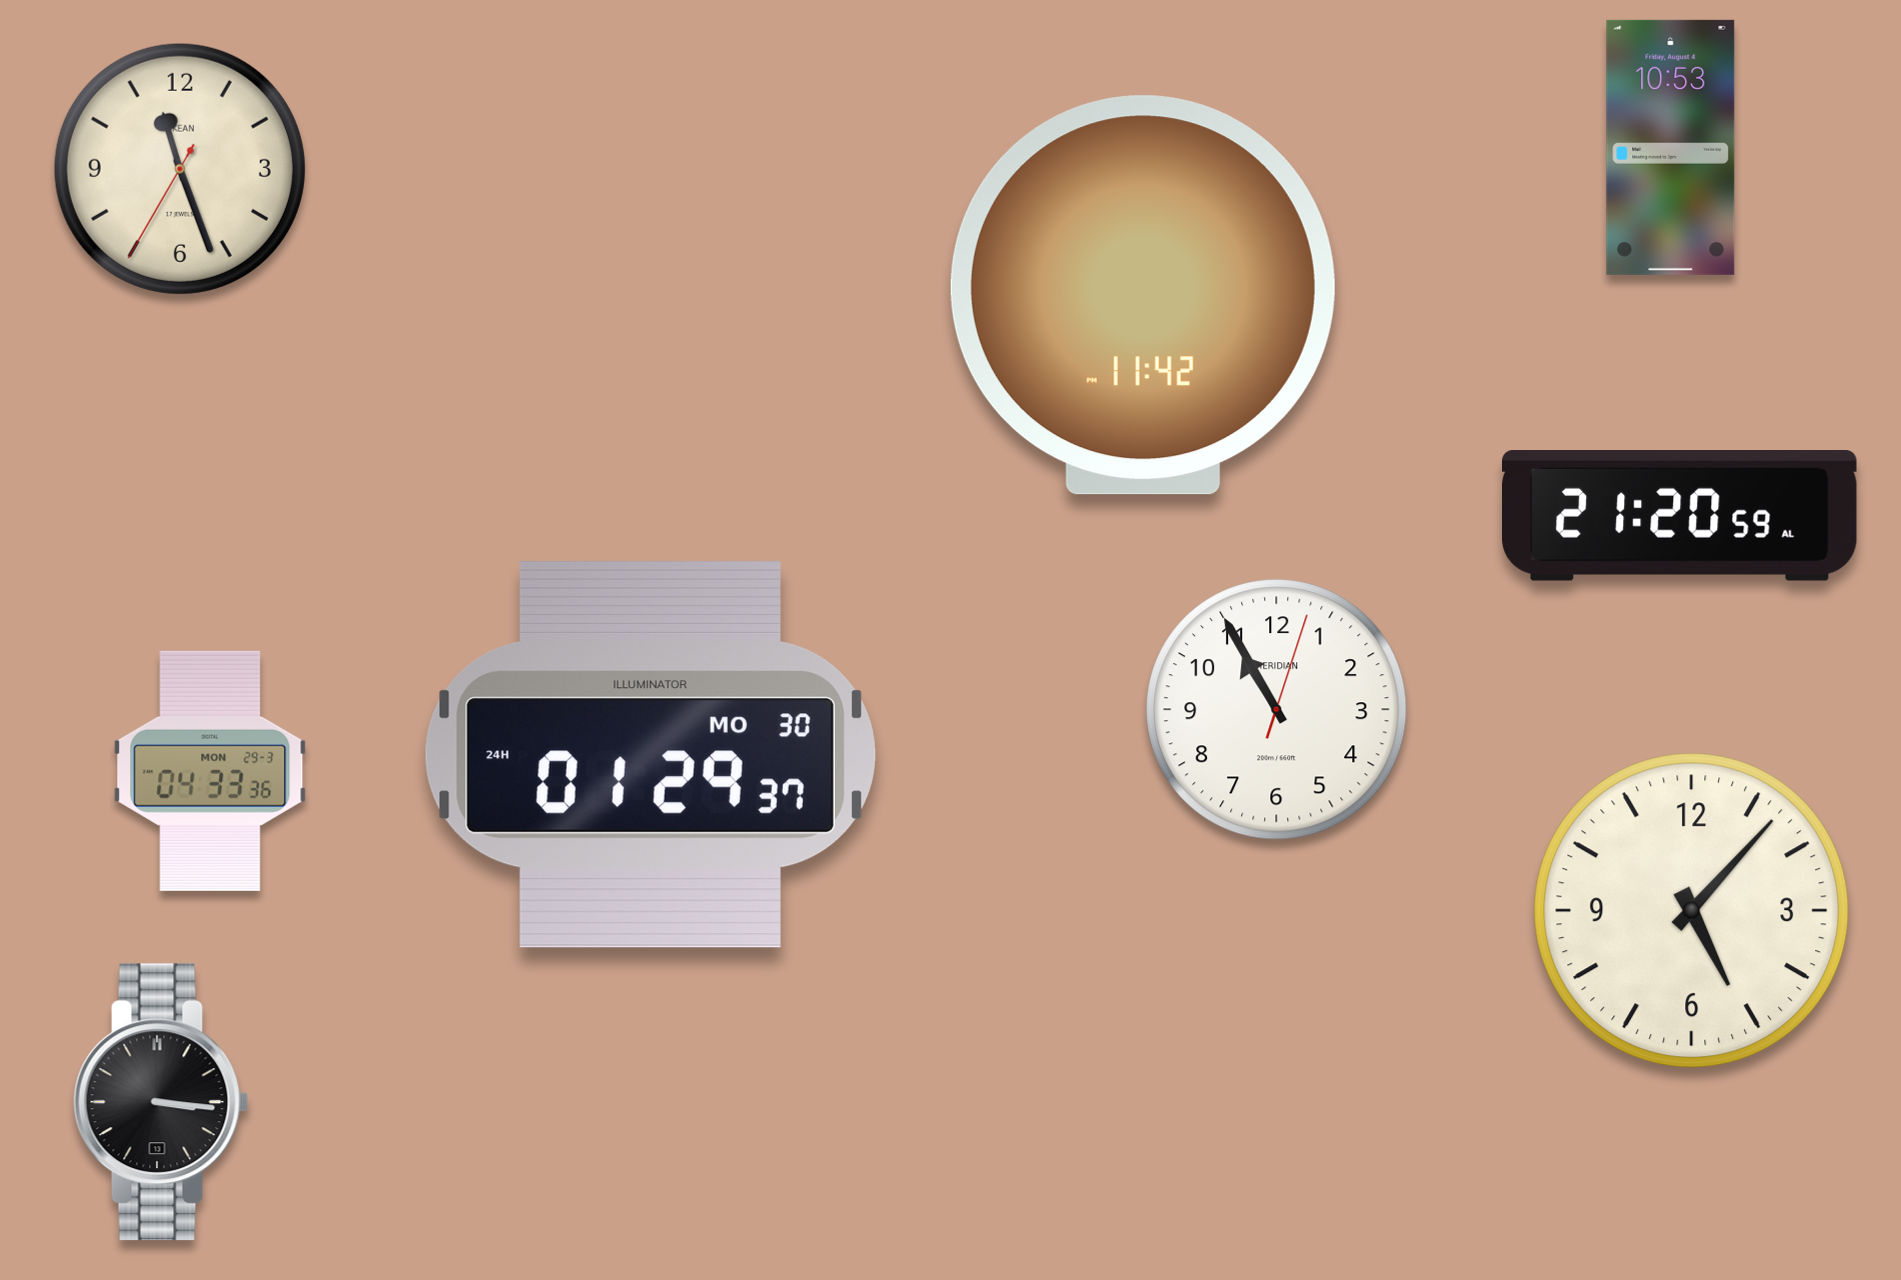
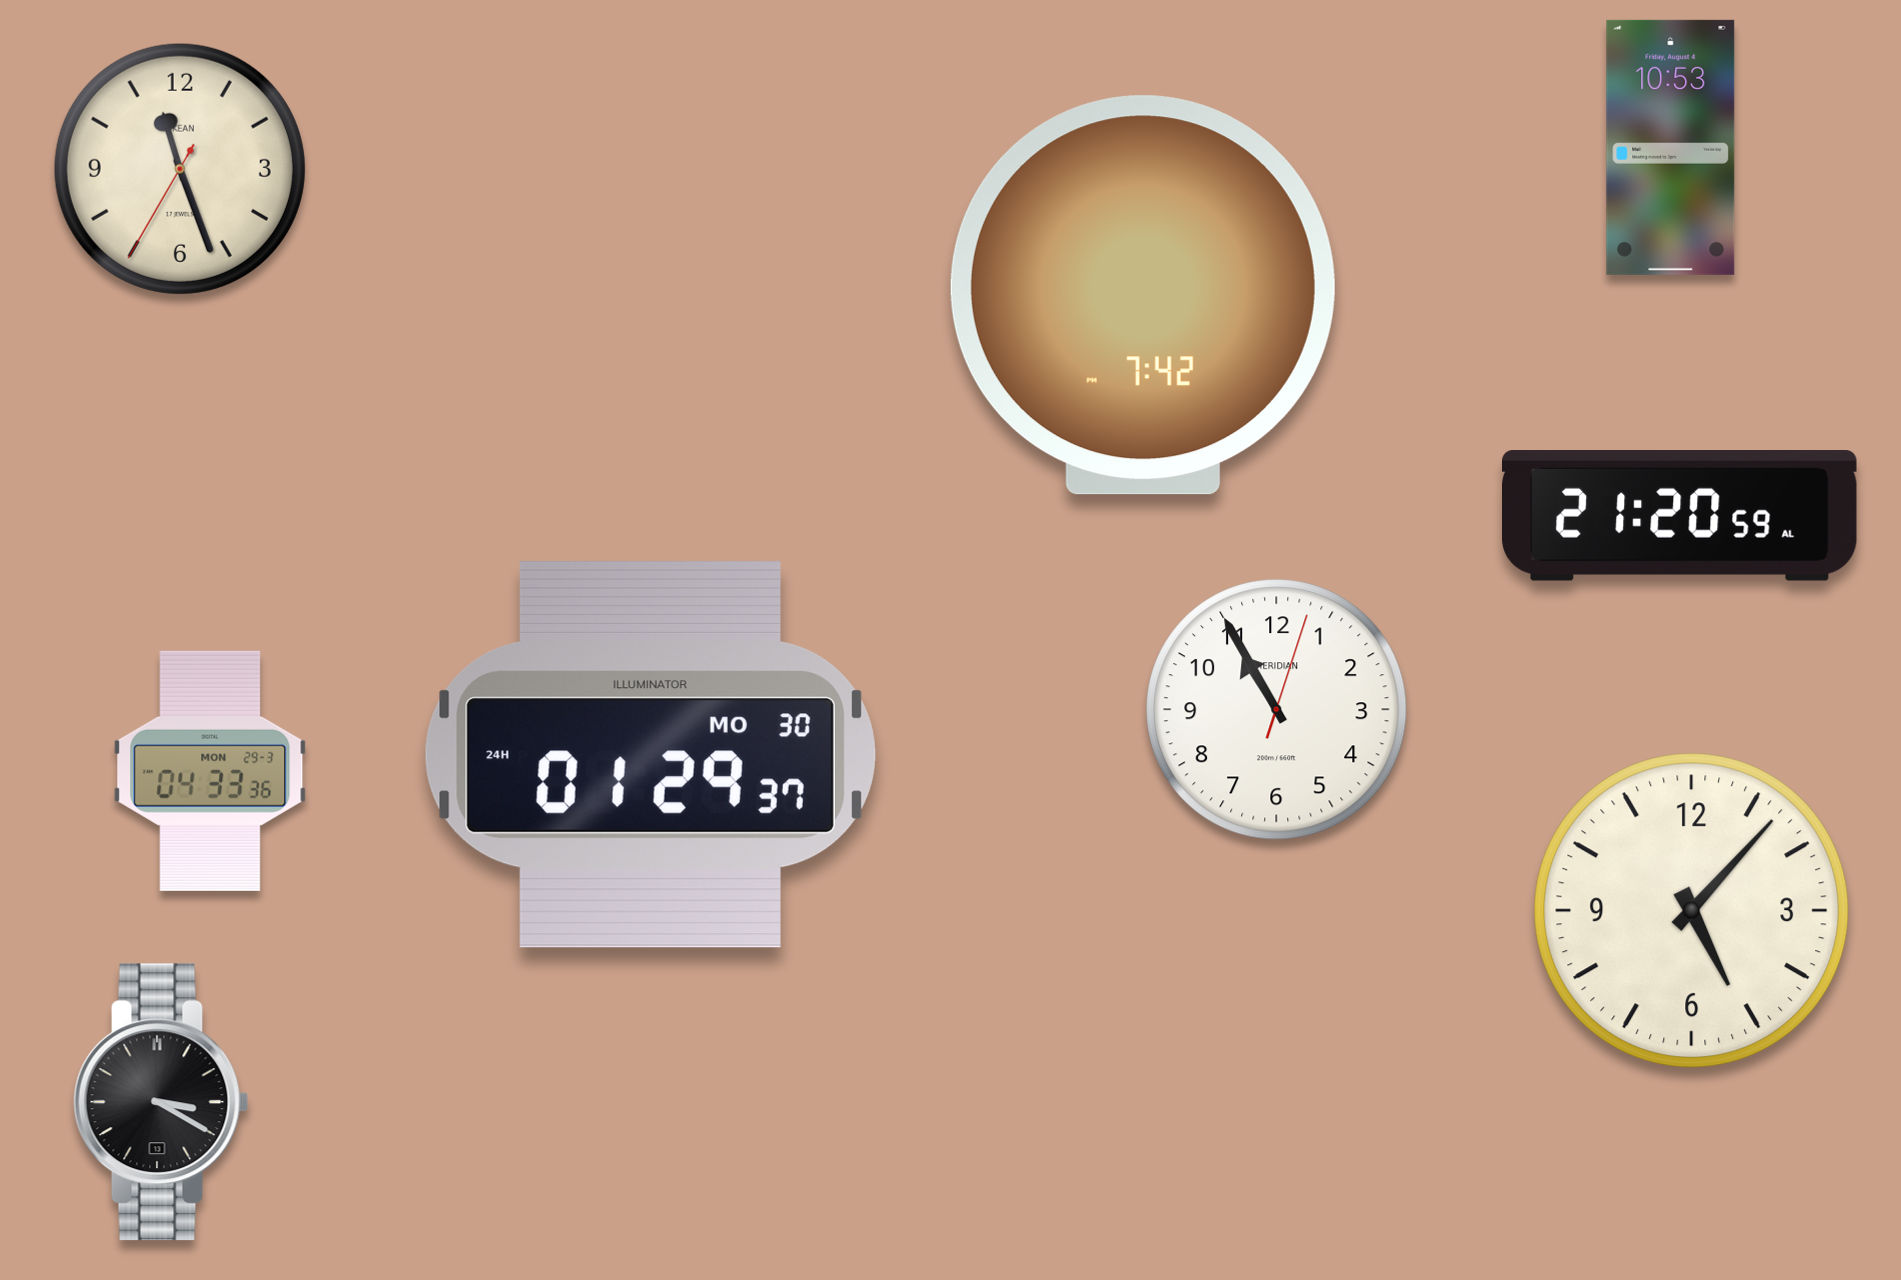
clock at (1143, 295): 11:42 -> 7:42
clock at (161, 1102): 3:16 -> 3:20
